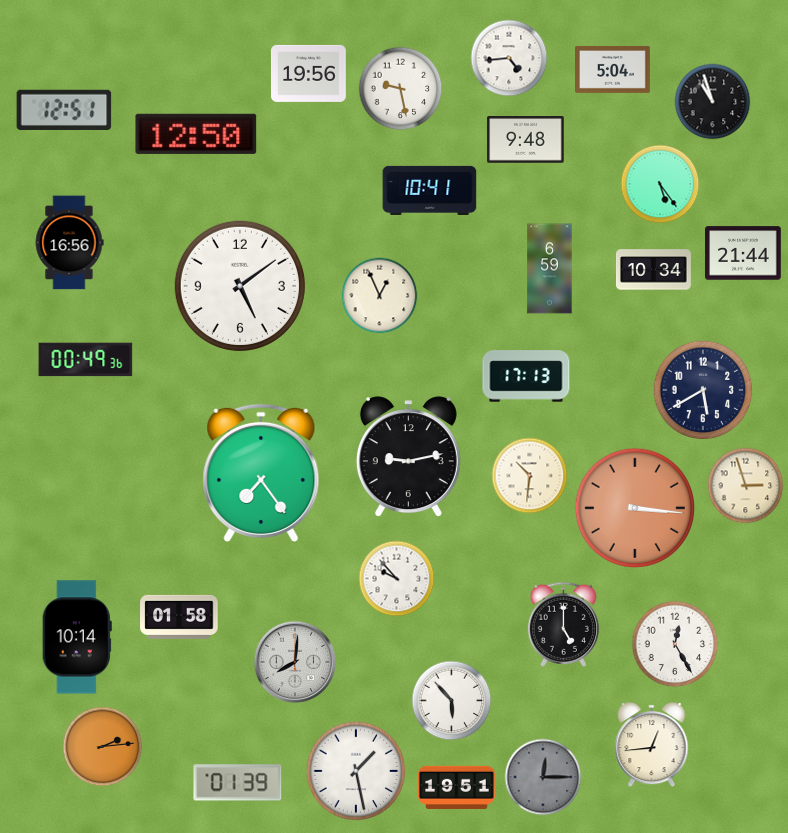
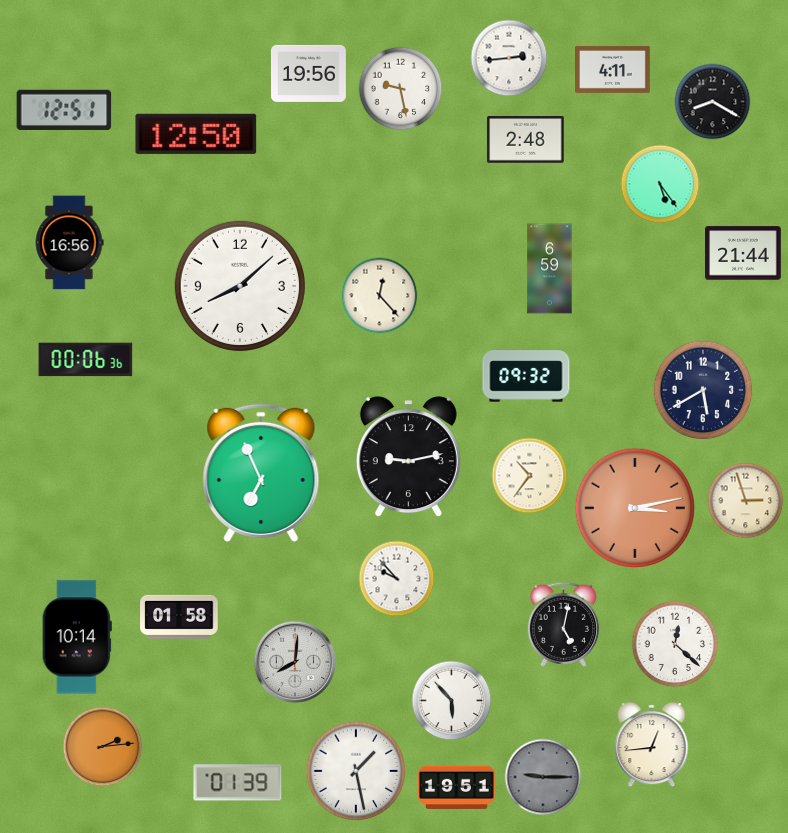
clock at (509, 58): 4:44 -> 2:44
clock at (613, 69): 5:04 -> 4:11
clock at (713, 102): 10:57 -> 8:20
clock at (526, 140): 9:48 -> 2:48
clock at (430, 190): 10:41 -> none
clock at (654, 270): 10:34 -> none
clock at (240, 286): 5:09 -> 8:08
clock at (380, 296): 12:56 -> 12:23
clock at (86, 360): 00:49 -> 00:06
clock at (526, 376): 17:13 -> 09:32
clock at (261, 472): 7:24 -> 6:56
clock at (530, 476): 10:31 -> 10:36
clock at (746, 486) position: (746, 486) -> (746, 501)
clock at (634, 507): 3:16 -> 3:13
clock at (563, 624): 5:00 -> 5:02
clock at (675, 644): 12:25 -> 12:22
clock at (543, 777): 12:15 -> 9:15
